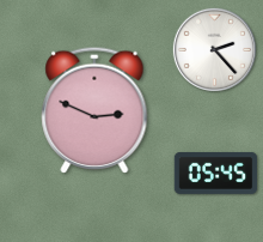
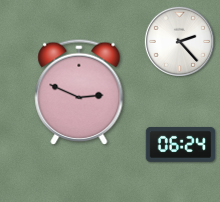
clock at (216, 173): 05:45 -> 06:24
